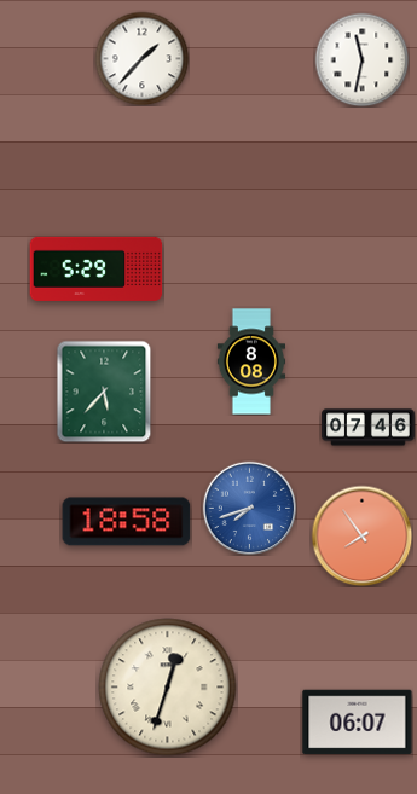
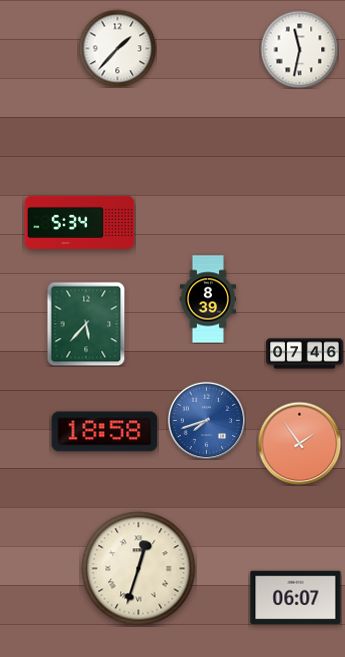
clock at (97, 268): 5:29 -> 5:34
clock at (250, 361): 8:08 -> 8:39
clock at (361, 535): 7:54 -> 1:54
